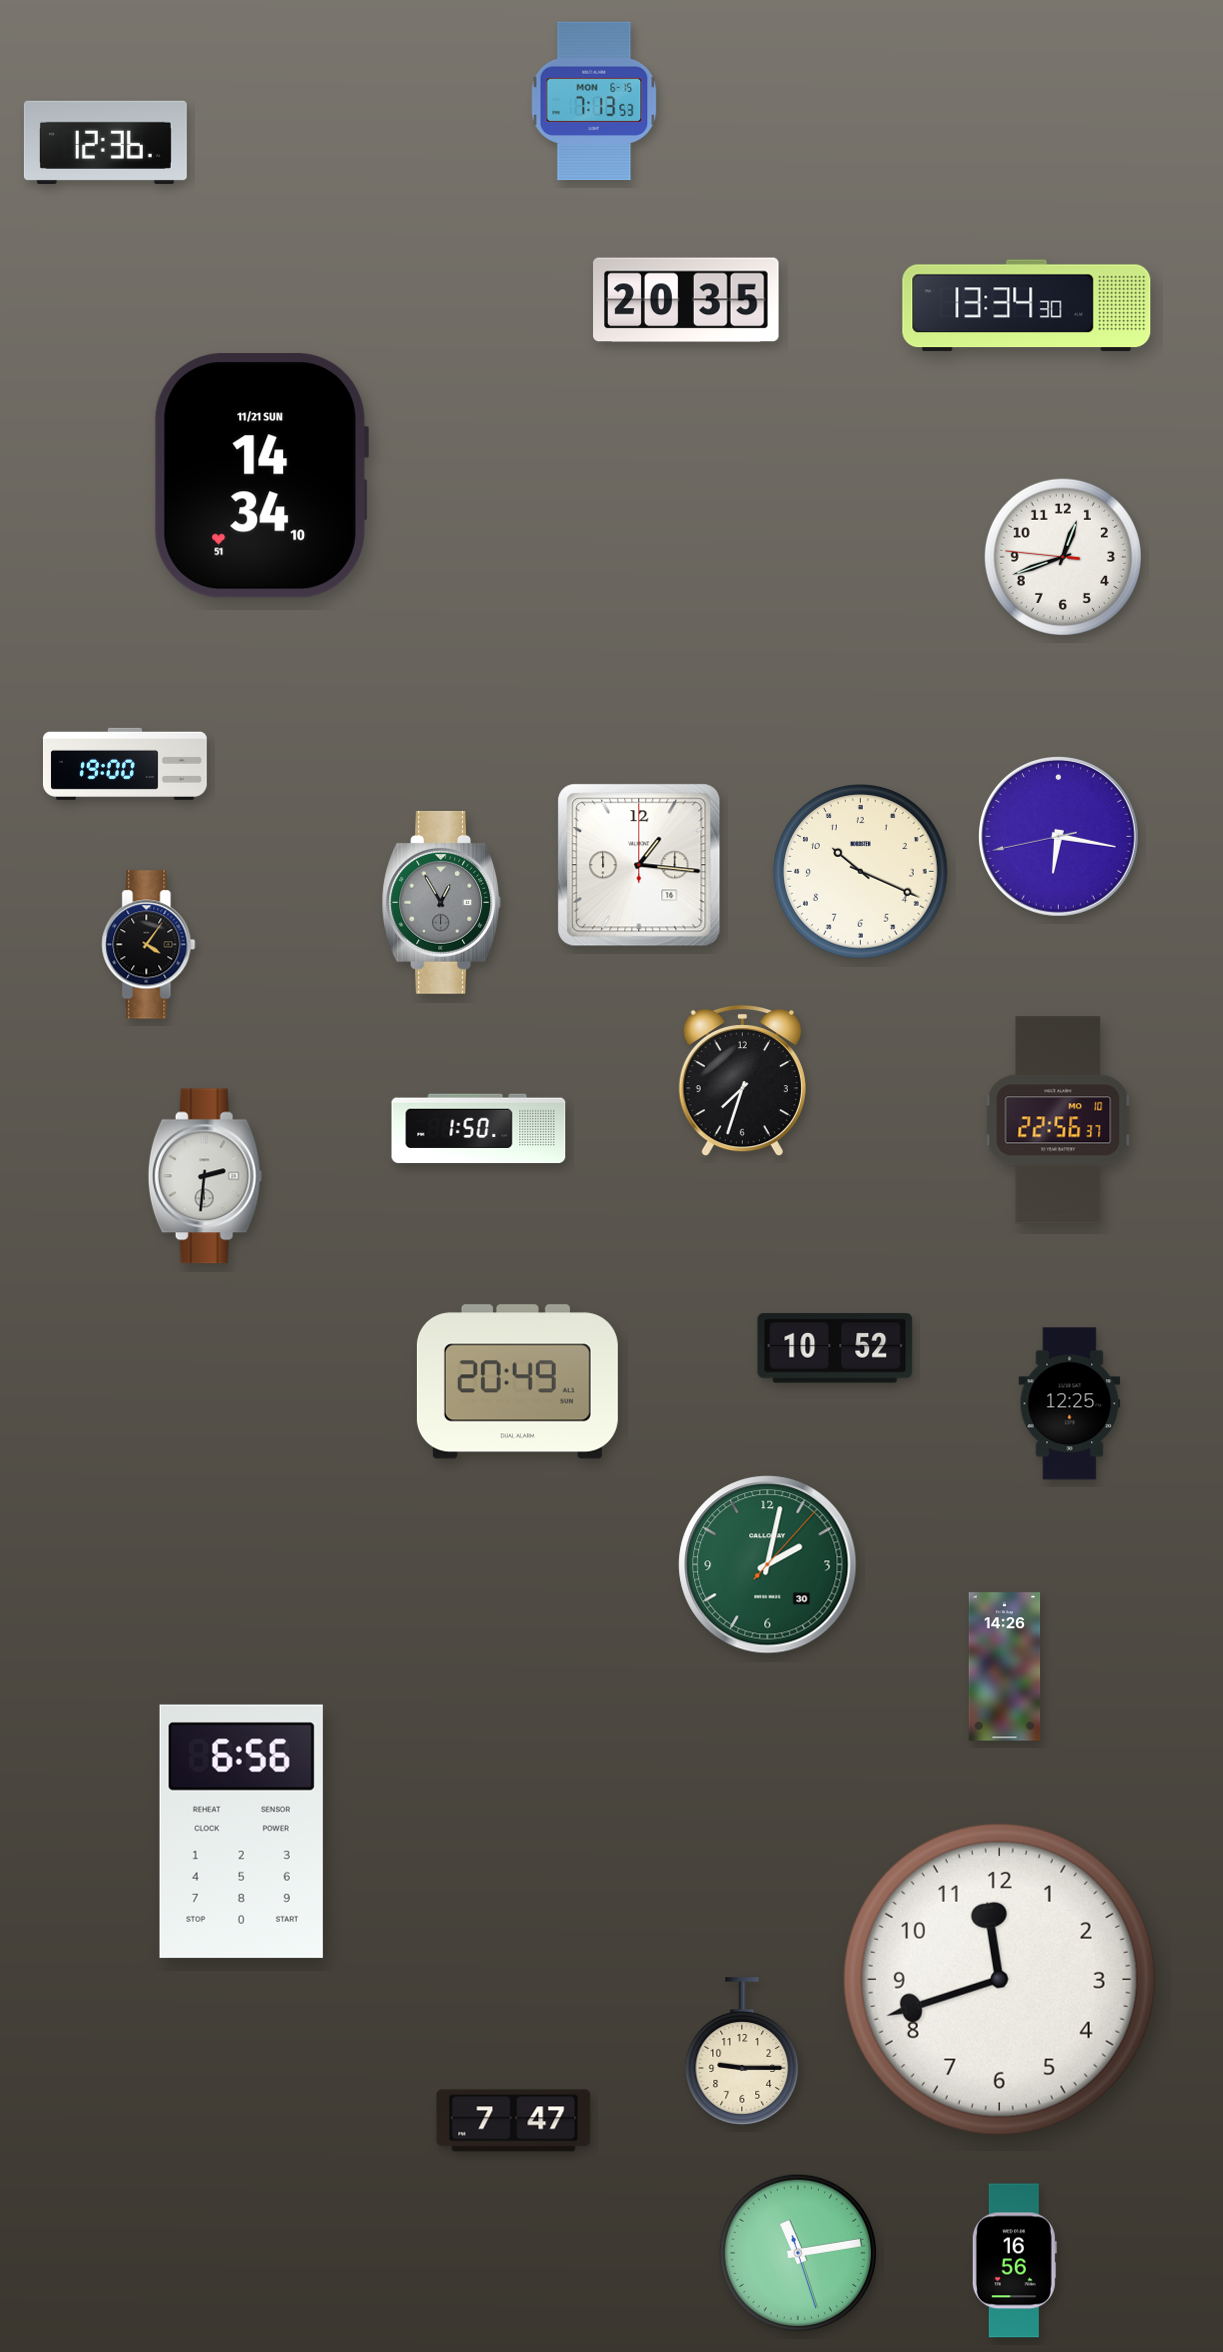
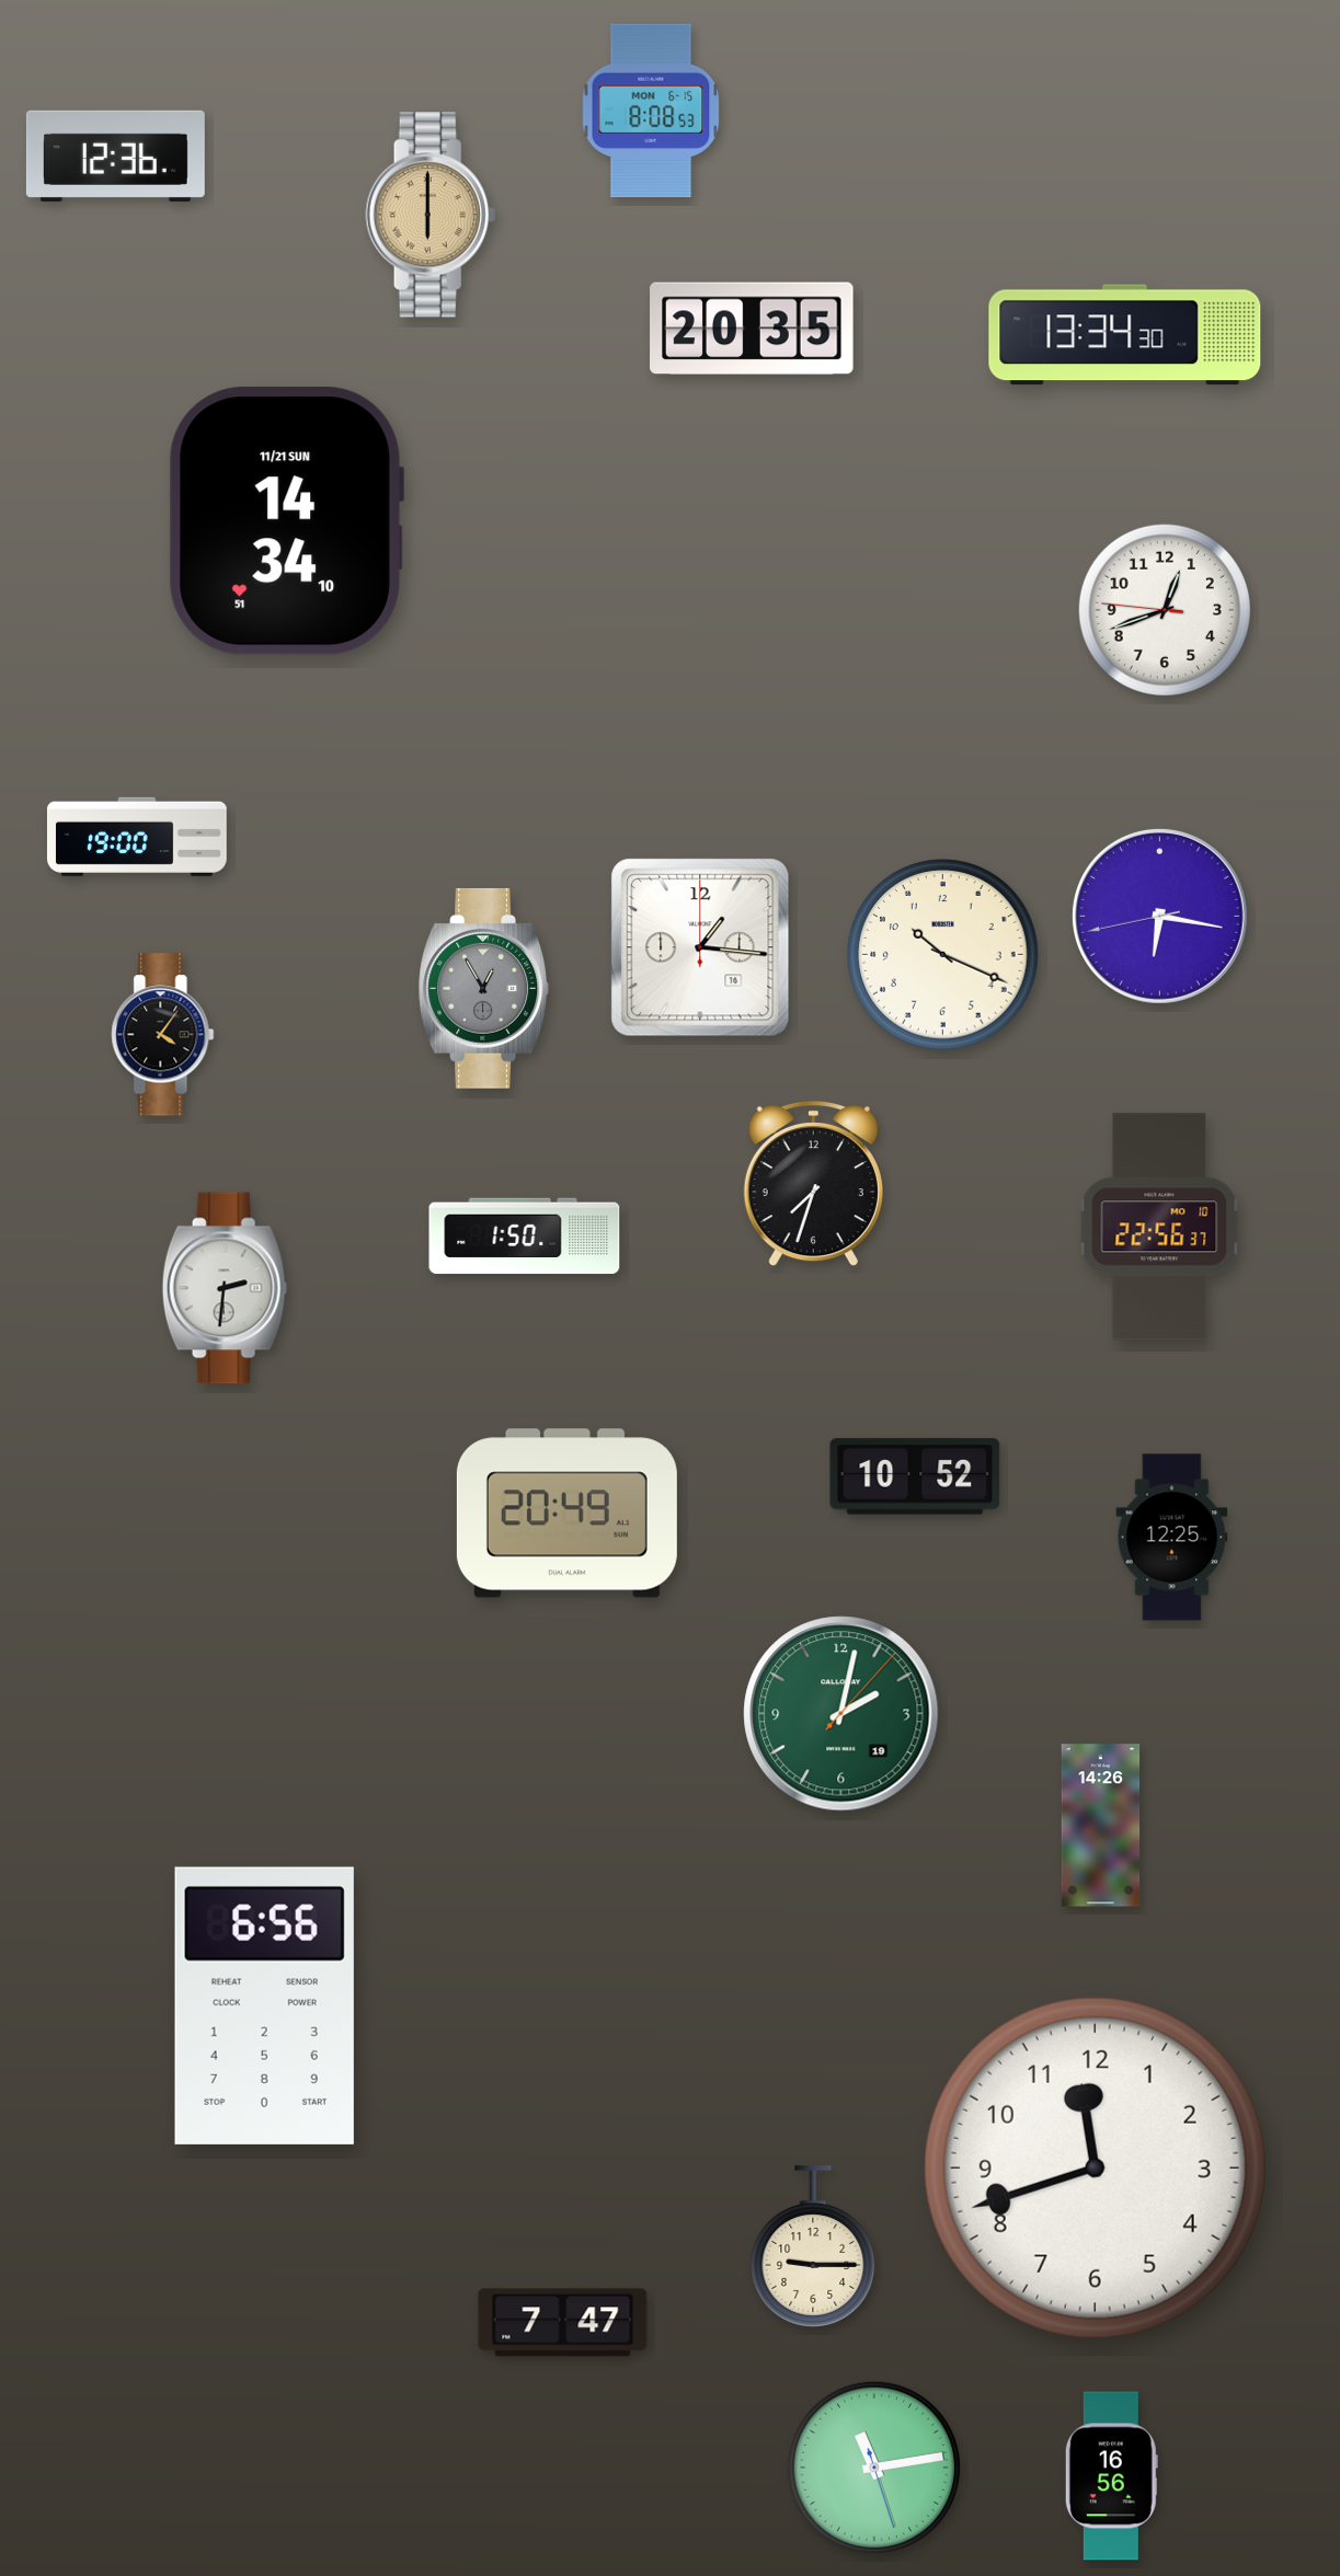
clock at (594, 101): 7:13 -> 8:08
clock at (431, 215): none -> 6:00
clock at (768, 1565) date: 30 -> 19
